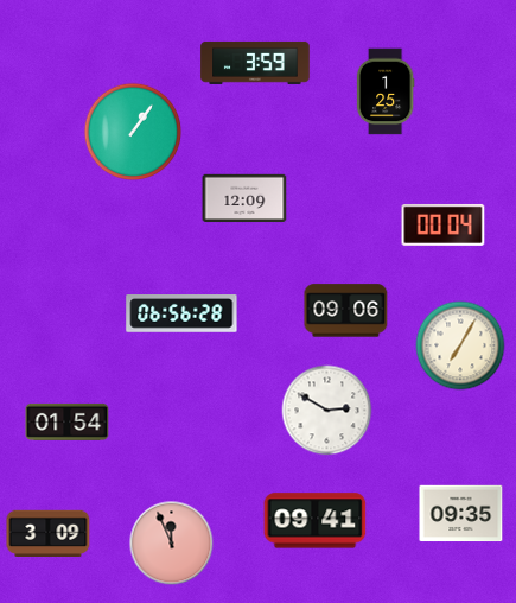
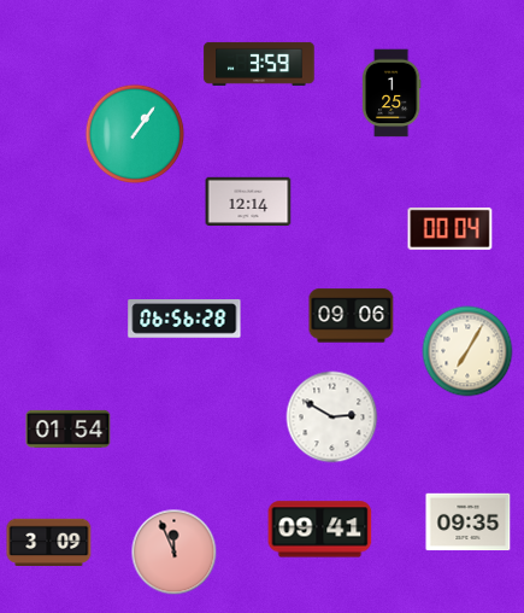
clock at (244, 198): 12:09 -> 12:14
